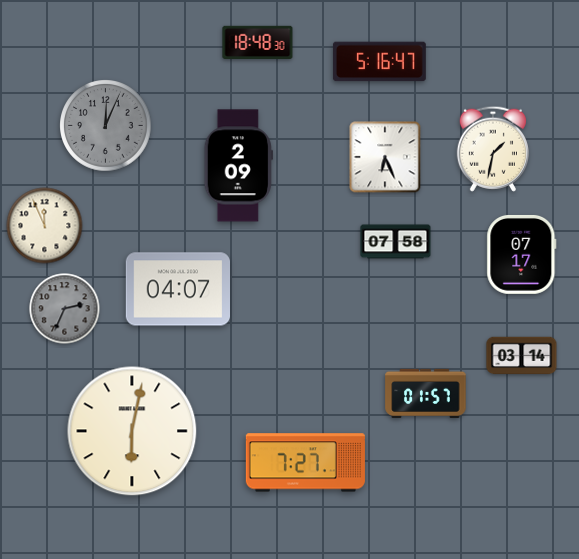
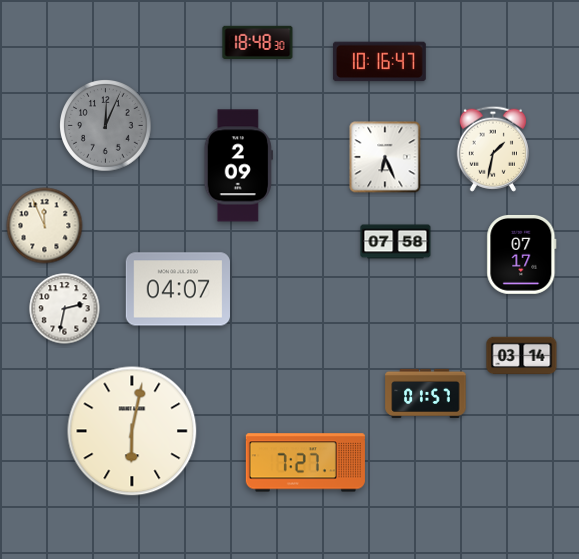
clock at (379, 62): 5:16 -> 10:16
clock at (65, 309): 2:34 -> 2:32
clock at (65, 309) dial: grey -> white
